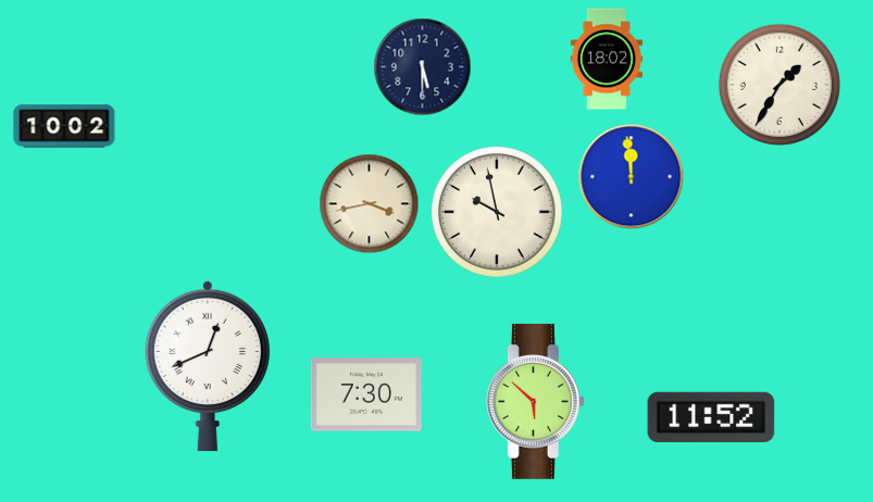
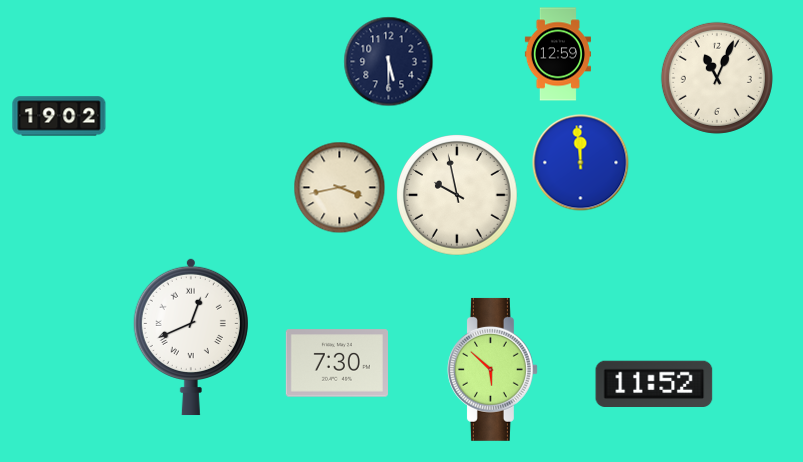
clock at (607, 59): 18:02 -> 12:59
clock at (780, 85): 1:35 -> 11:04
clock at (64, 126): 10:02 -> 19:02
